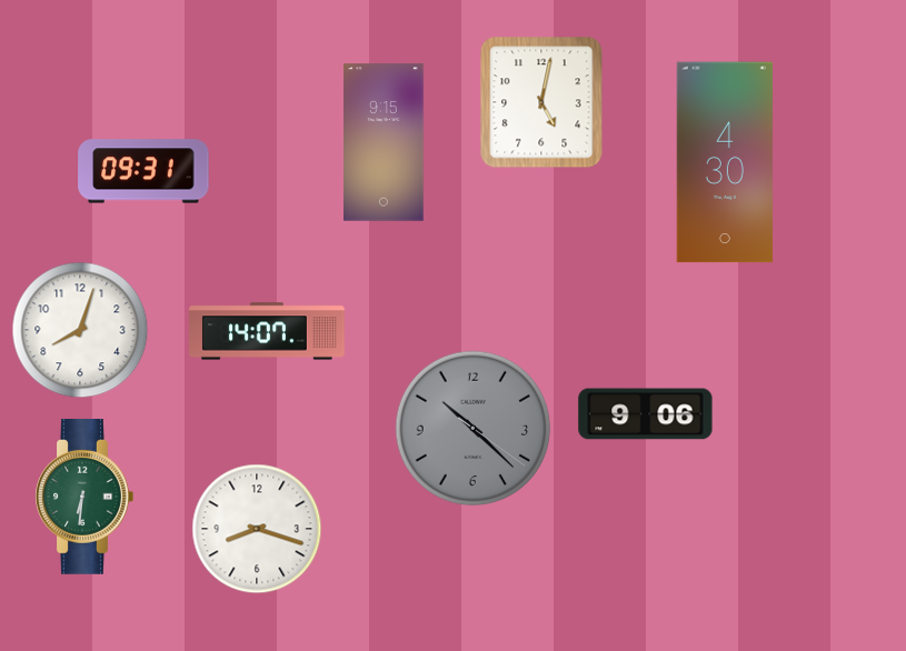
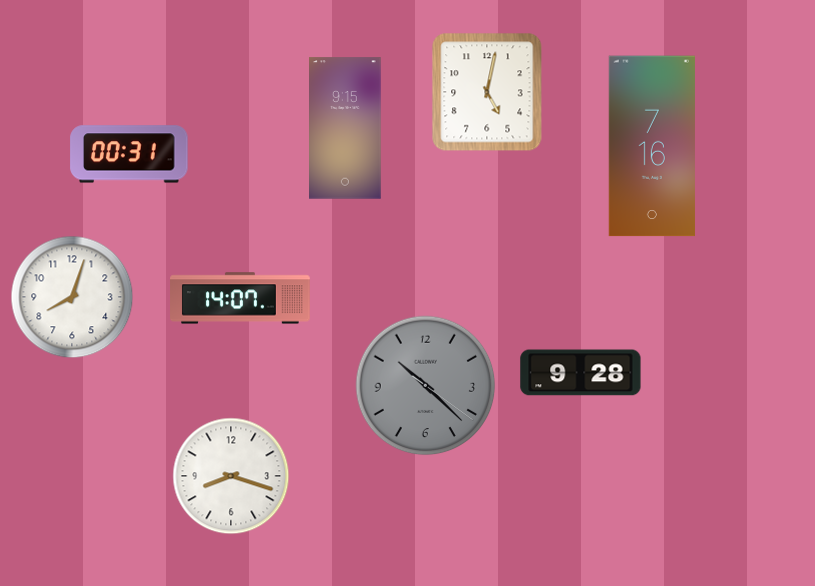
clock at (725, 162): 4:30 -> 7:16
clock at (143, 171): 09:31 -> 00:31
clock at (646, 414): 9:06 -> 9:28
clock at (84, 498): 6:31 -> none
